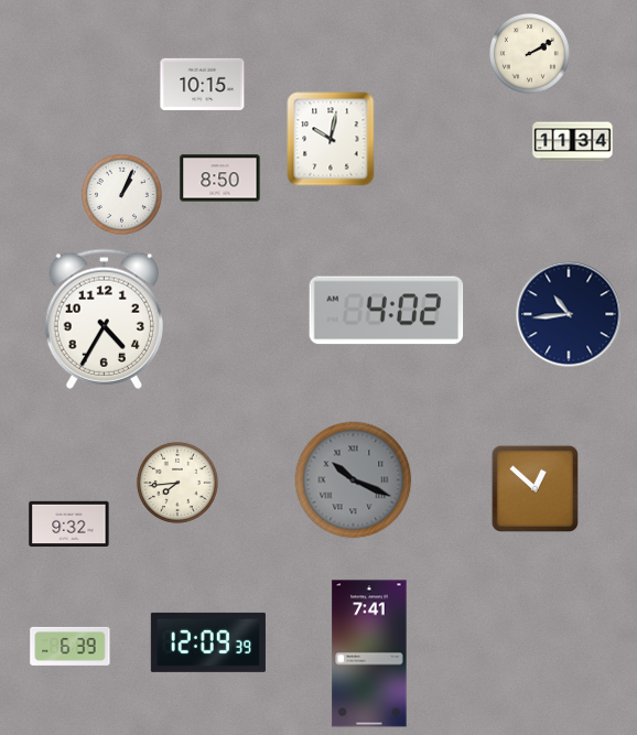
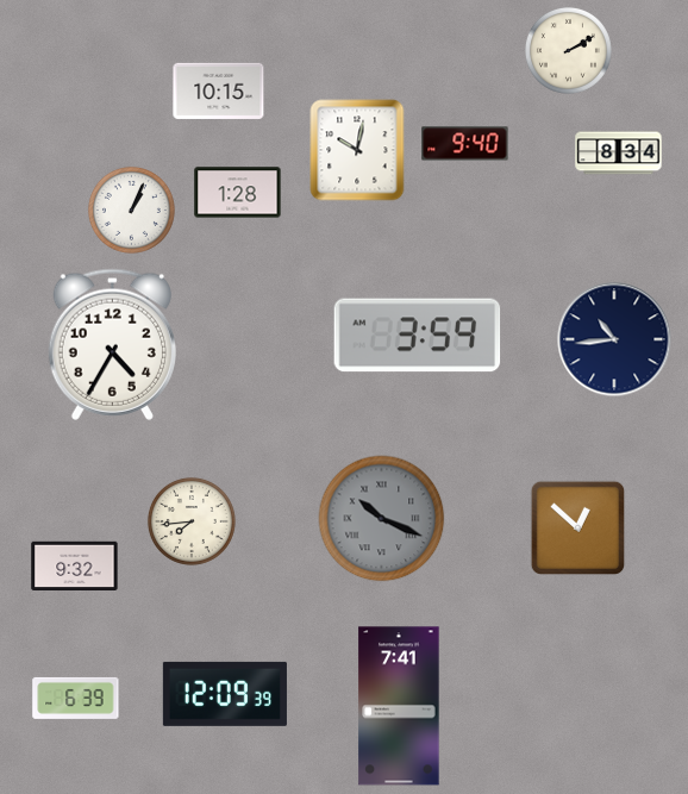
clock at (529, 53) position: (529, 53) -> (568, 50)
clock at (465, 144): none -> 9:40
clock at (573, 142): 11:34 -> 8:34
clock at (220, 179): 8:50 -> 1:28
clock at (387, 311): 4:02 -> 3:59
